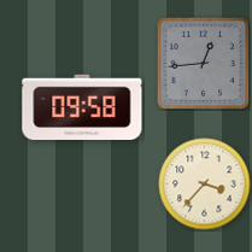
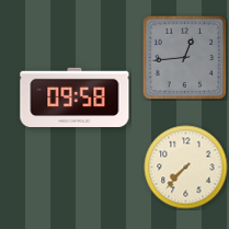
clock at (205, 184): 3:37 -> 7:37
